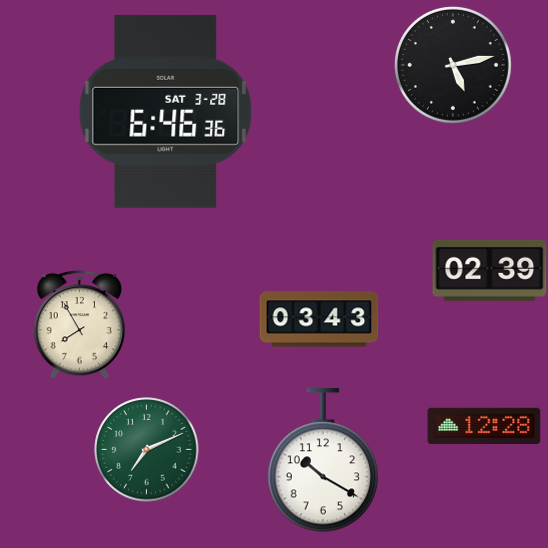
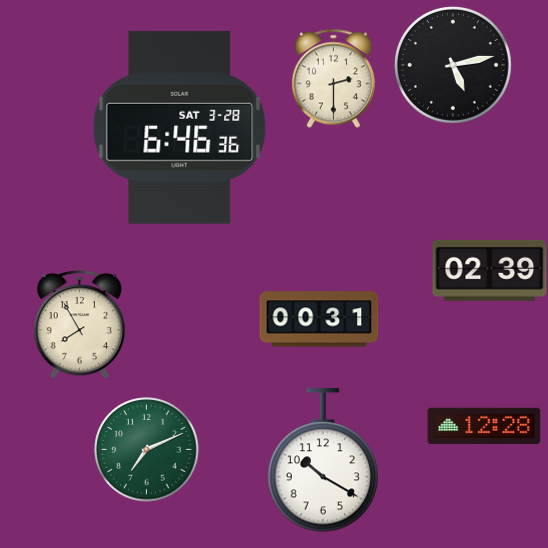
clock at (333, 78): none -> 2:30
clock at (166, 111) position: (166, 111) -> (180, 127)
clock at (319, 319): 03:43 -> 00:31
